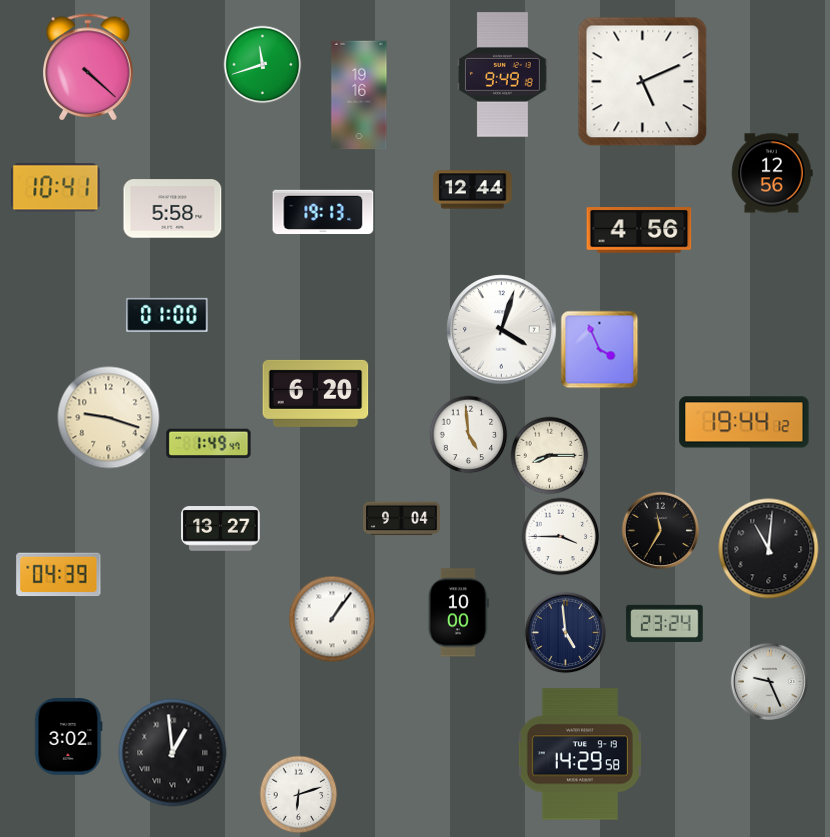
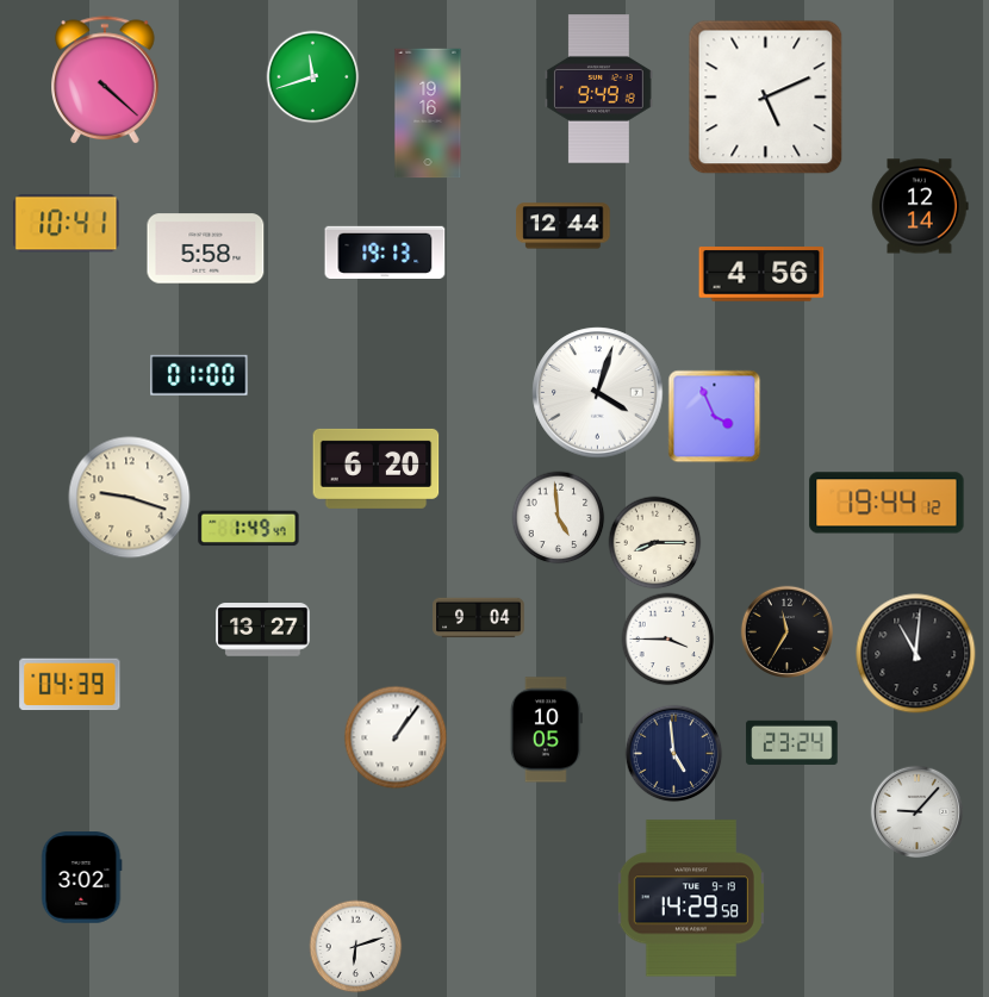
clock at (772, 173): 12:56 -> 12:14
clock at (458, 613): 10:00 -> 10:05
clock at (769, 681): 9:26 -> 9:07
clock at (173, 753): 12:59 -> none
